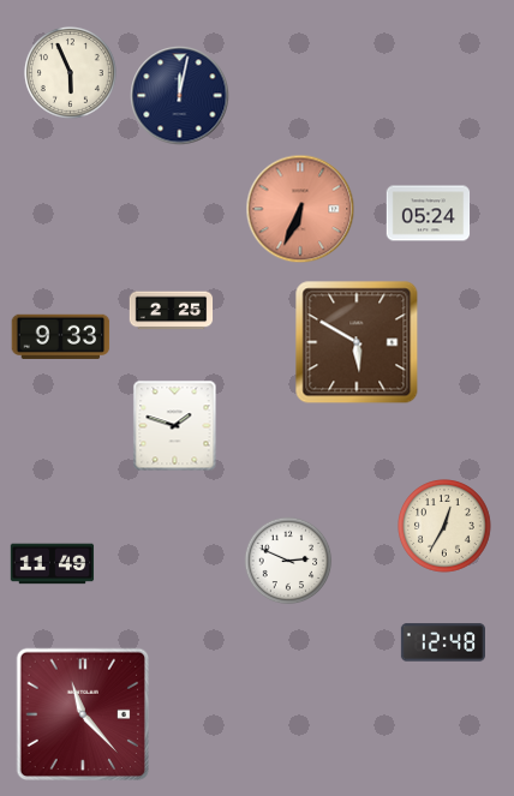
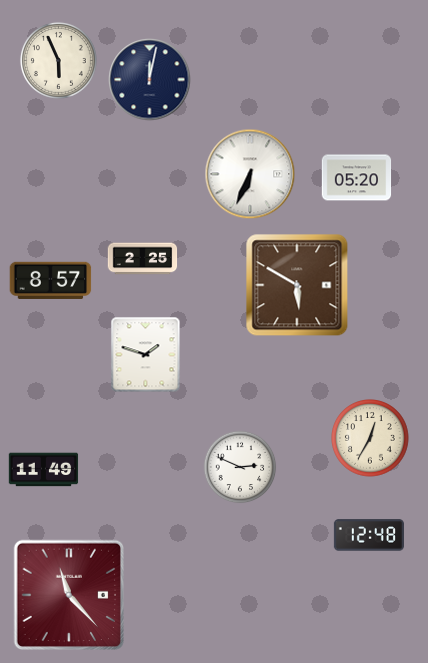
clock at (300, 209) dial: salmon -> white
clock at (429, 214): 05:24 -> 05:20
clock at (61, 336): 9:33 -> 8:57
